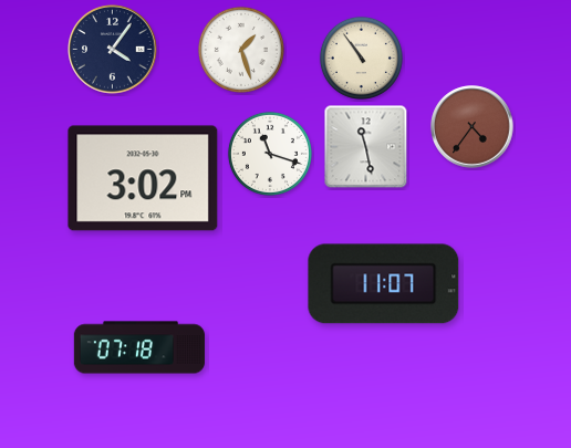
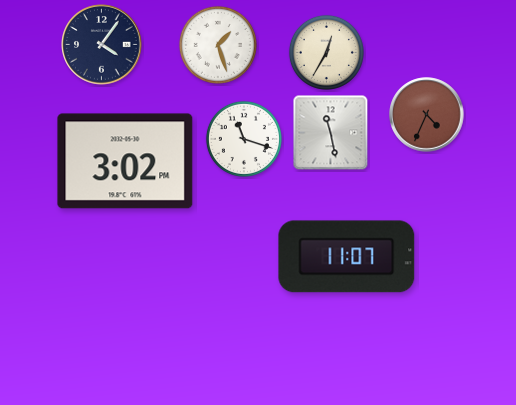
clock at (361, 58): 10:54 -> 12:35
clock at (473, 127): 4:36 -> 4:34
clock at (143, 178) position: (143, 178) -> (125, 161)
clock at (139, 347): 07:18 -> none
